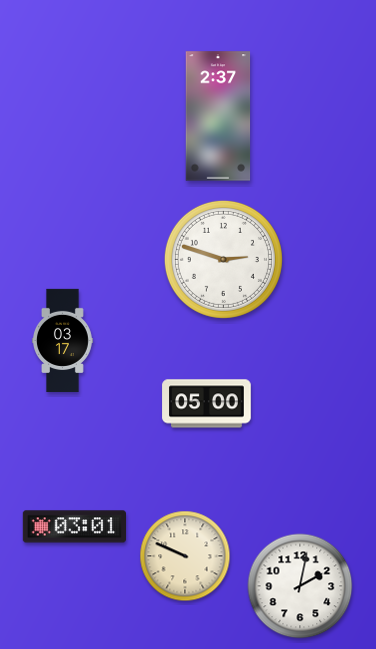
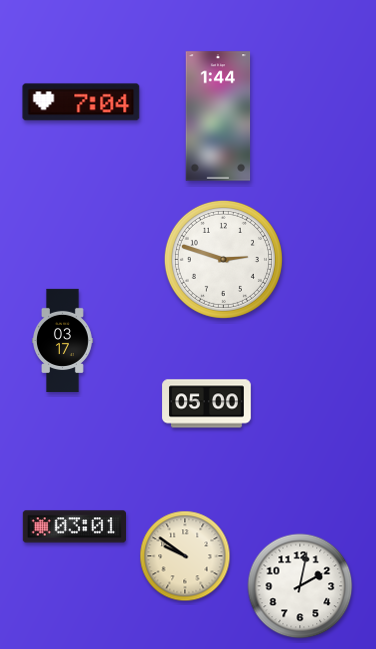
clock at (81, 102): none -> 7:04
clock at (218, 116): 2:37 -> 1:44
clock at (185, 556): 9:49 -> 9:51
